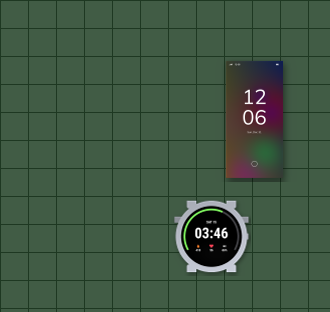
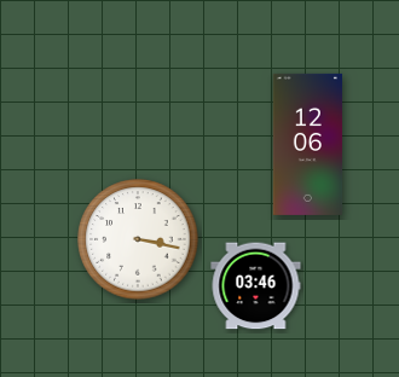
clock at (138, 239): none -> 3:17
